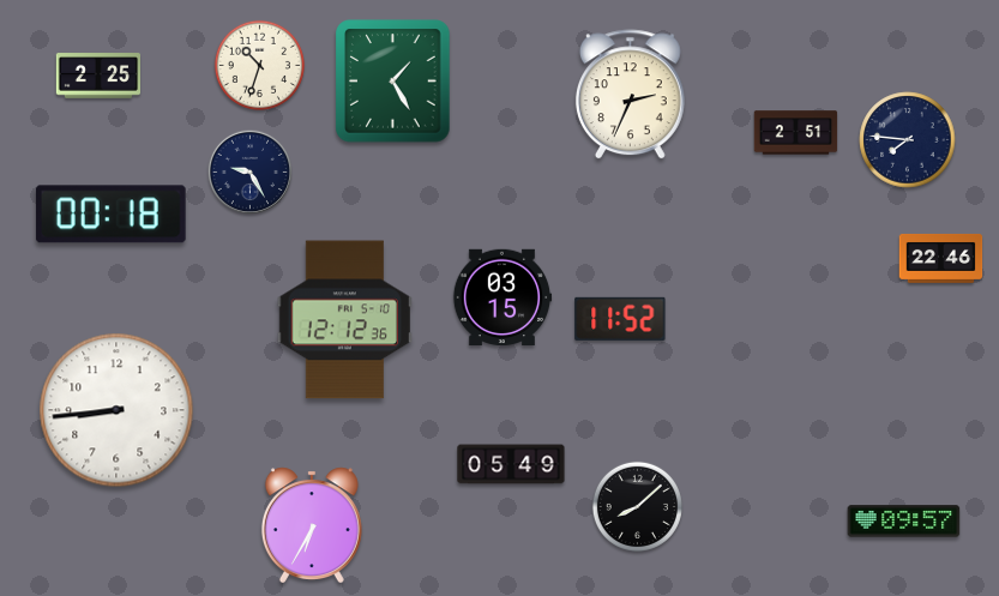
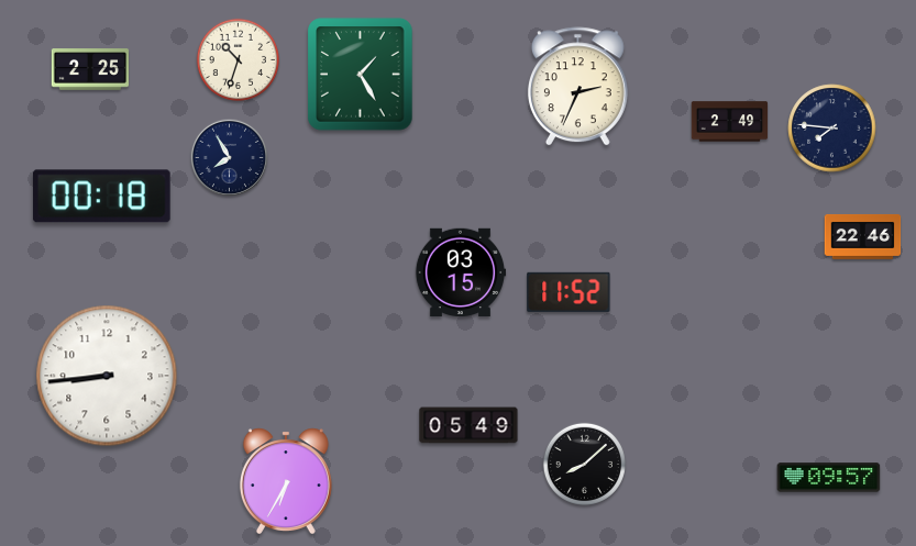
clock at (796, 133): 2:51 -> 2:49
clock at (249, 171): 9:25 -> 7:55
clock at (344, 320): 12:12 -> none
